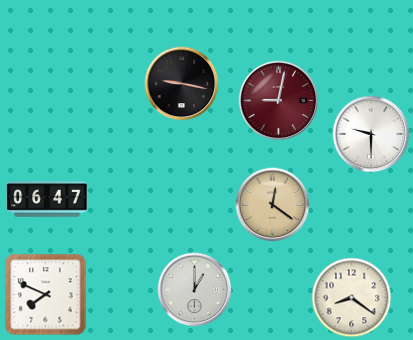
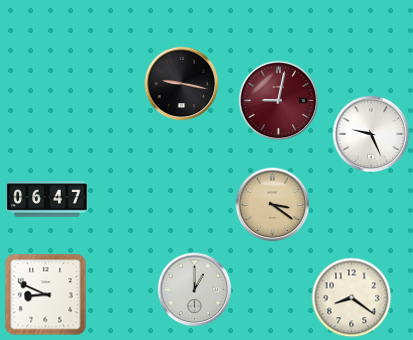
clock at (371, 134): 9:30 -> 9:26
clock at (273, 205): 12:21 -> 3:21
clock at (46, 295): 7:49 -> 8:49
